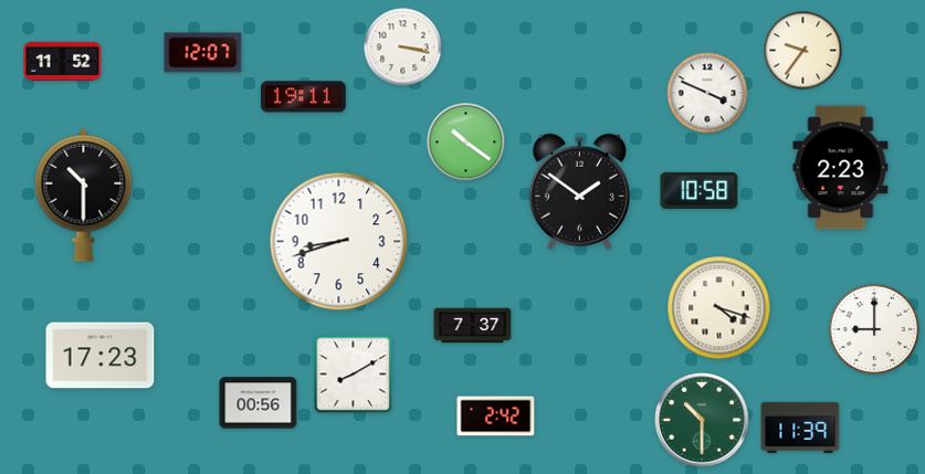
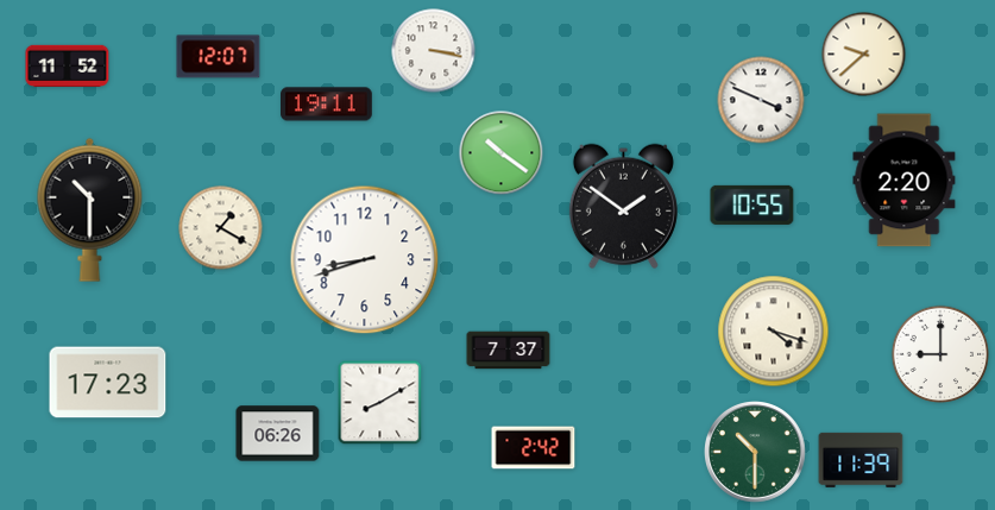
clock at (803, 51): 9:36 -> 9:38
clock at (841, 168): 2:23 -> 2:20
clock at (700, 190): 10:58 -> 10:55
clock at (221, 228): none -> 1:20
clock at (259, 403): 00:56 -> 06:26
